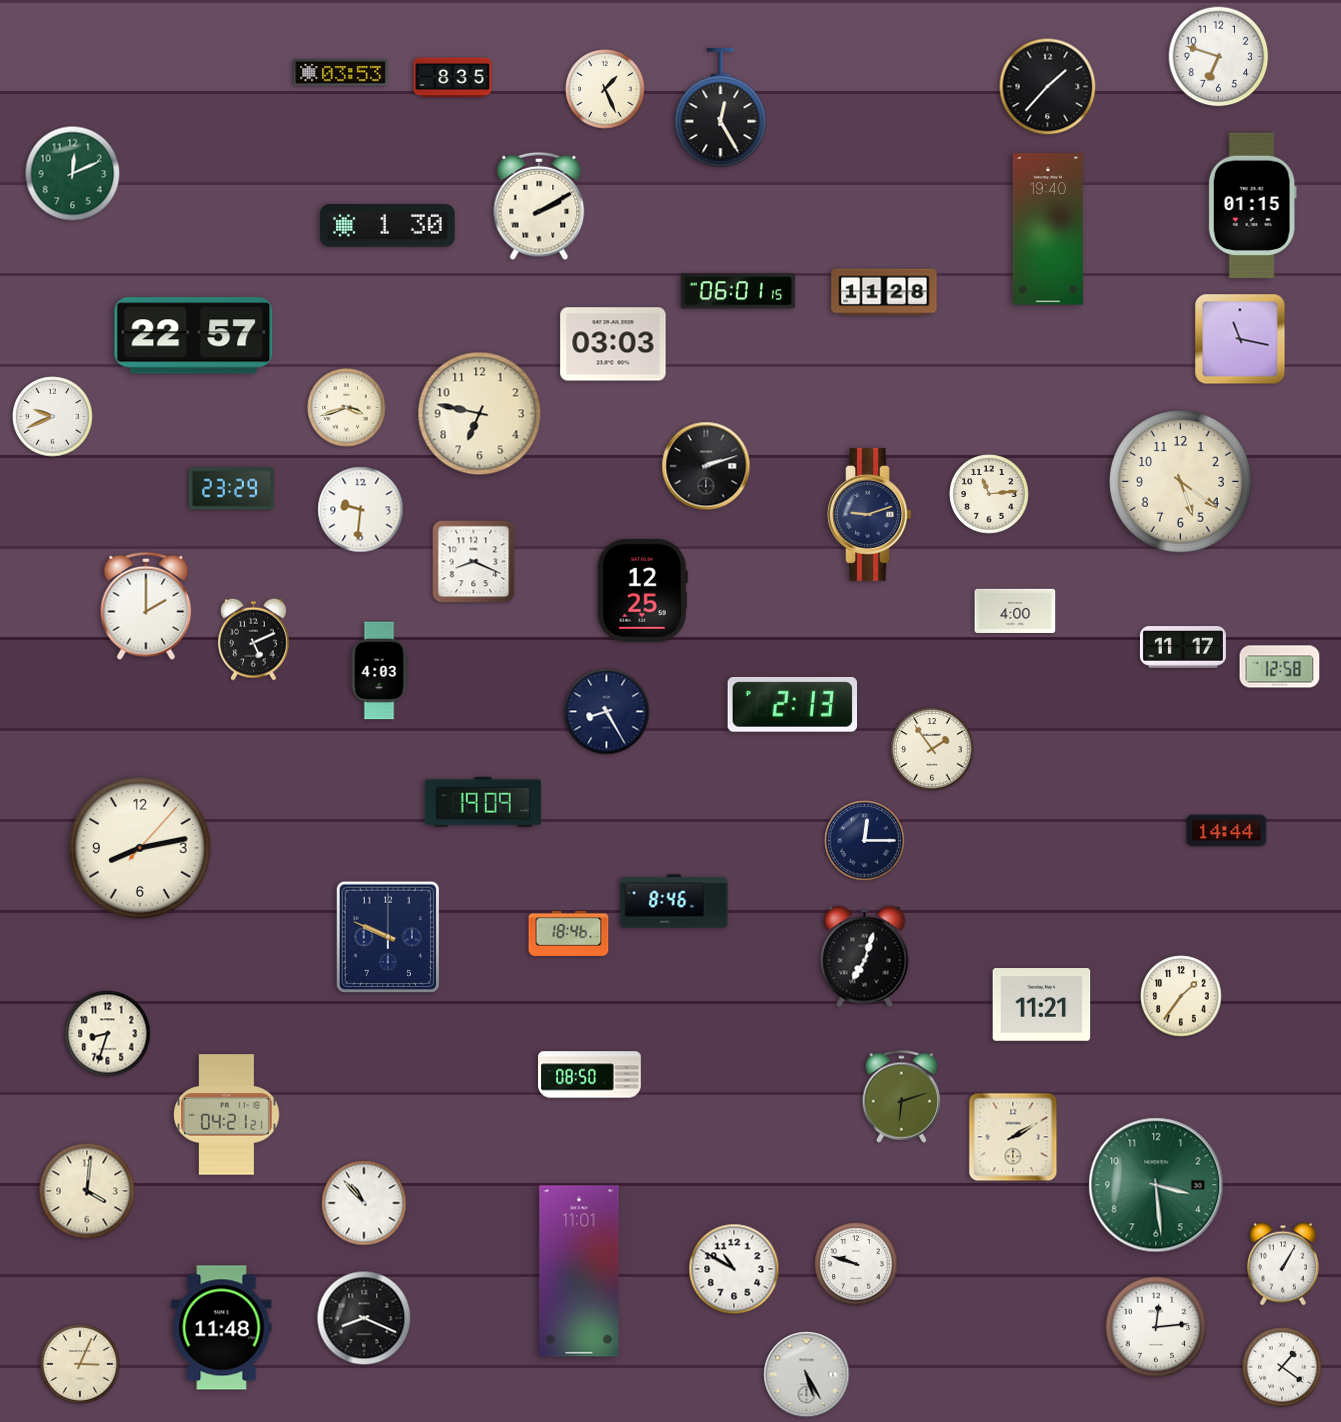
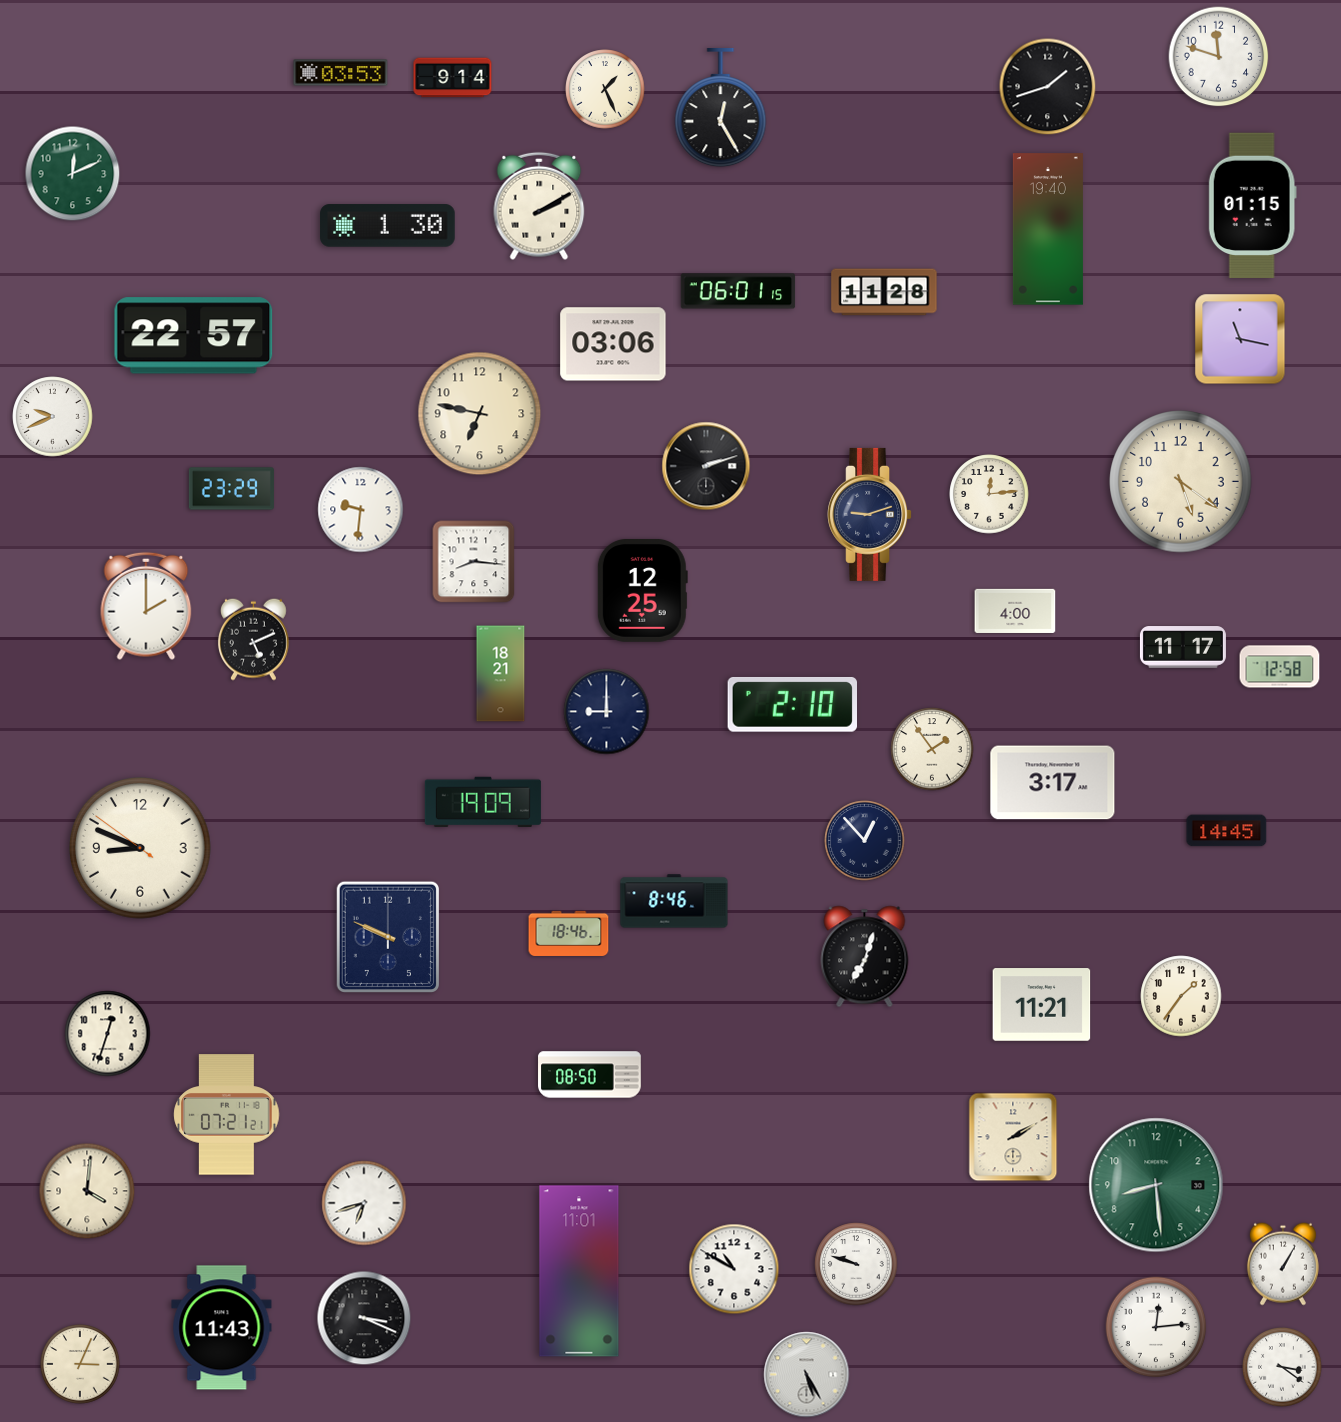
clock at (1219, 57): 6:48 -> 11:48
clock at (453, 78): 8:35 -> 9:14
clock at (1048, 87): 1:37 -> 1:42
clock at (613, 344): 03:03 -> 03:06
clock at (347, 408): 3:42 -> none
clock at (989, 494): 11:14 -> 12:14
clock at (474, 562): 8:19 -> 8:16
clock at (379, 671): 4:03 -> none
clock at (501, 674): none -> 18:21
clock at (792, 704): 2:13 -> 2:10
clock at (607, 712): 8:25 -> 9:00
clock at (1053, 783): none -> 3:17
clock at (1227, 831): 14:44 -> 14:45
clock at (865, 841): 12:15 -> 12:53
clock at (141, 849): 8:13 -> 8:48
clock at (108, 1034): 8:33 -> 12:33
clock at (902, 1096): 6:12 -> none
clock at (227, 1115): 04:21 -> 07:21
clock at (1156, 1185): 3:29 -> 8:29
clock at (364, 1203): 10:53 -> 6:42
clock at (364, 1318): 8:19 -> 3:19
clock at (222, 1328): 11:48 -> 11:43
clock at (1282, 1367): 1:21 -> 3:21
